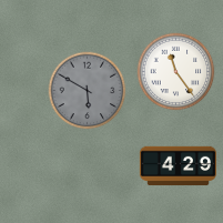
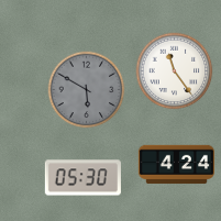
clock at (178, 166): 4:29 -> 4:24
clock at (82, 178): none -> 05:30
